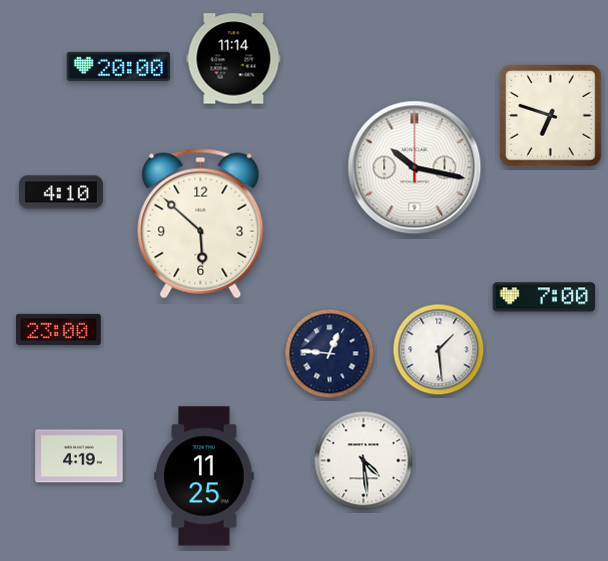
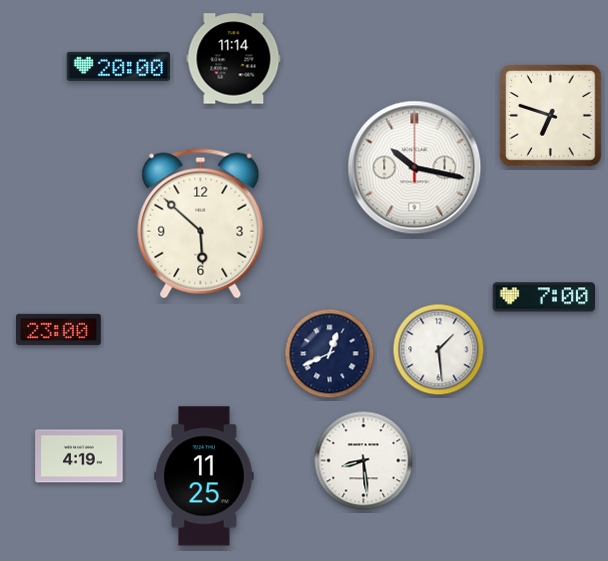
clock at (61, 192): 4:10 -> none
clock at (330, 354): 12:46 -> 12:41
clock at (364, 461): 4:29 -> 8:29
